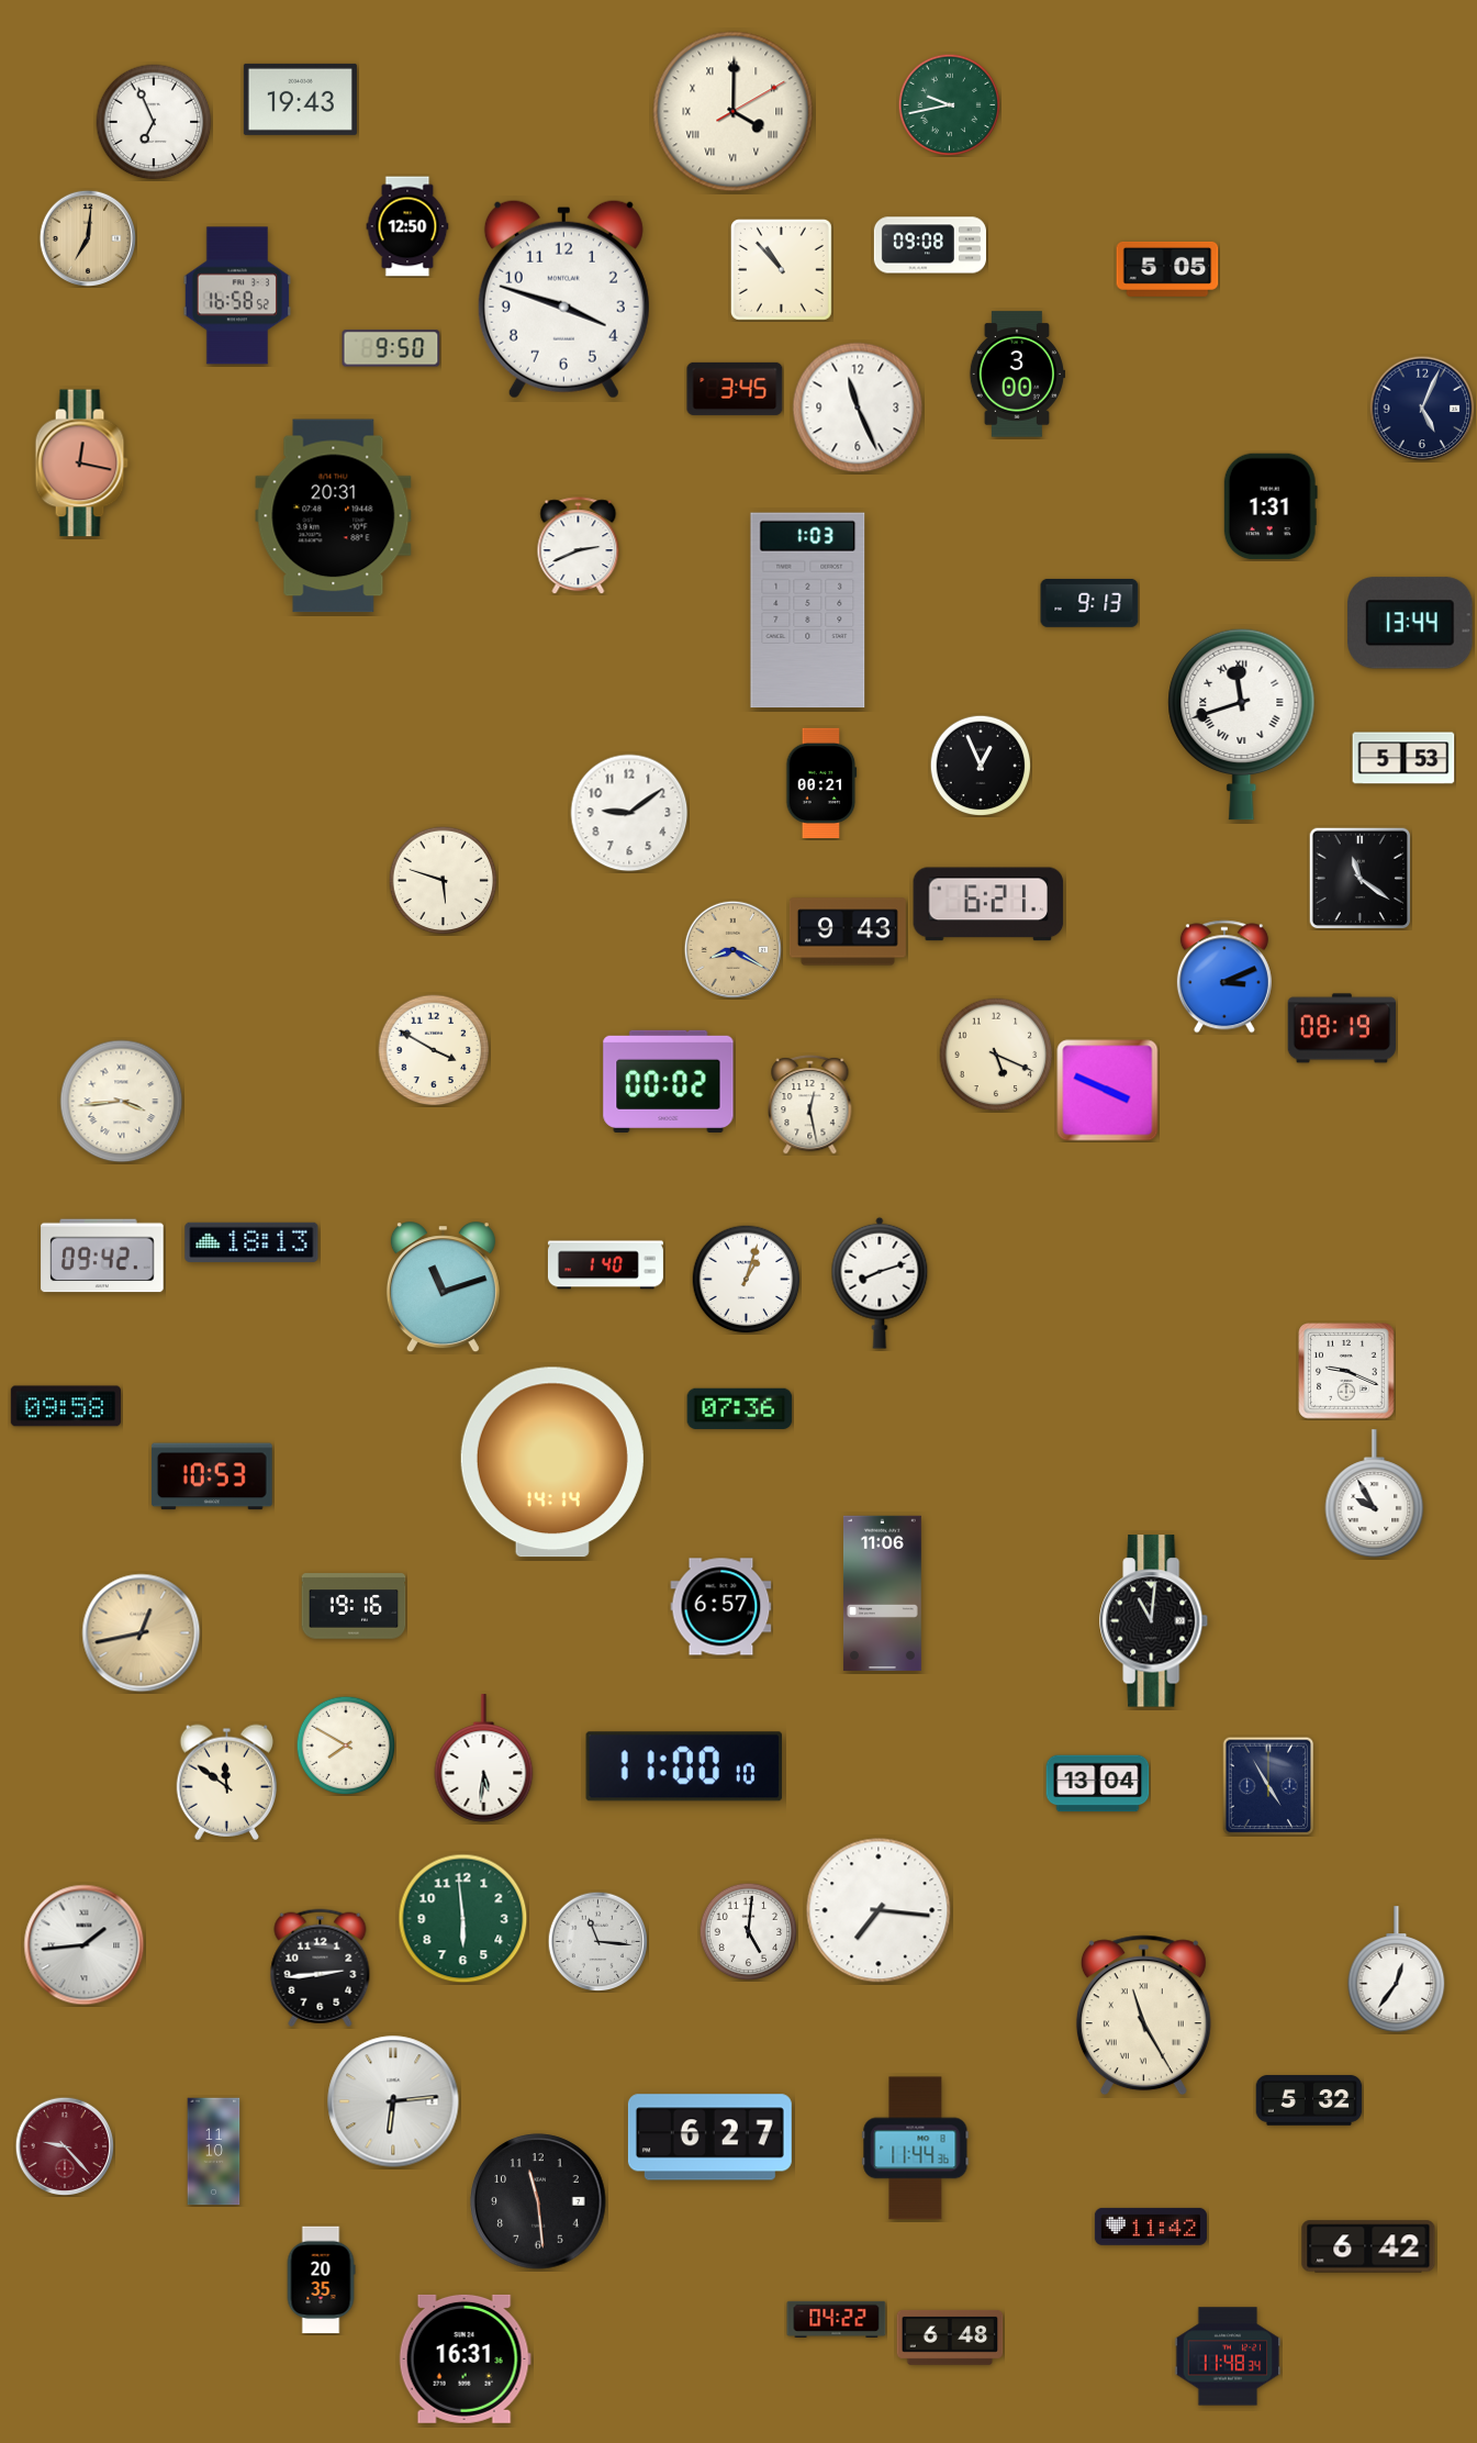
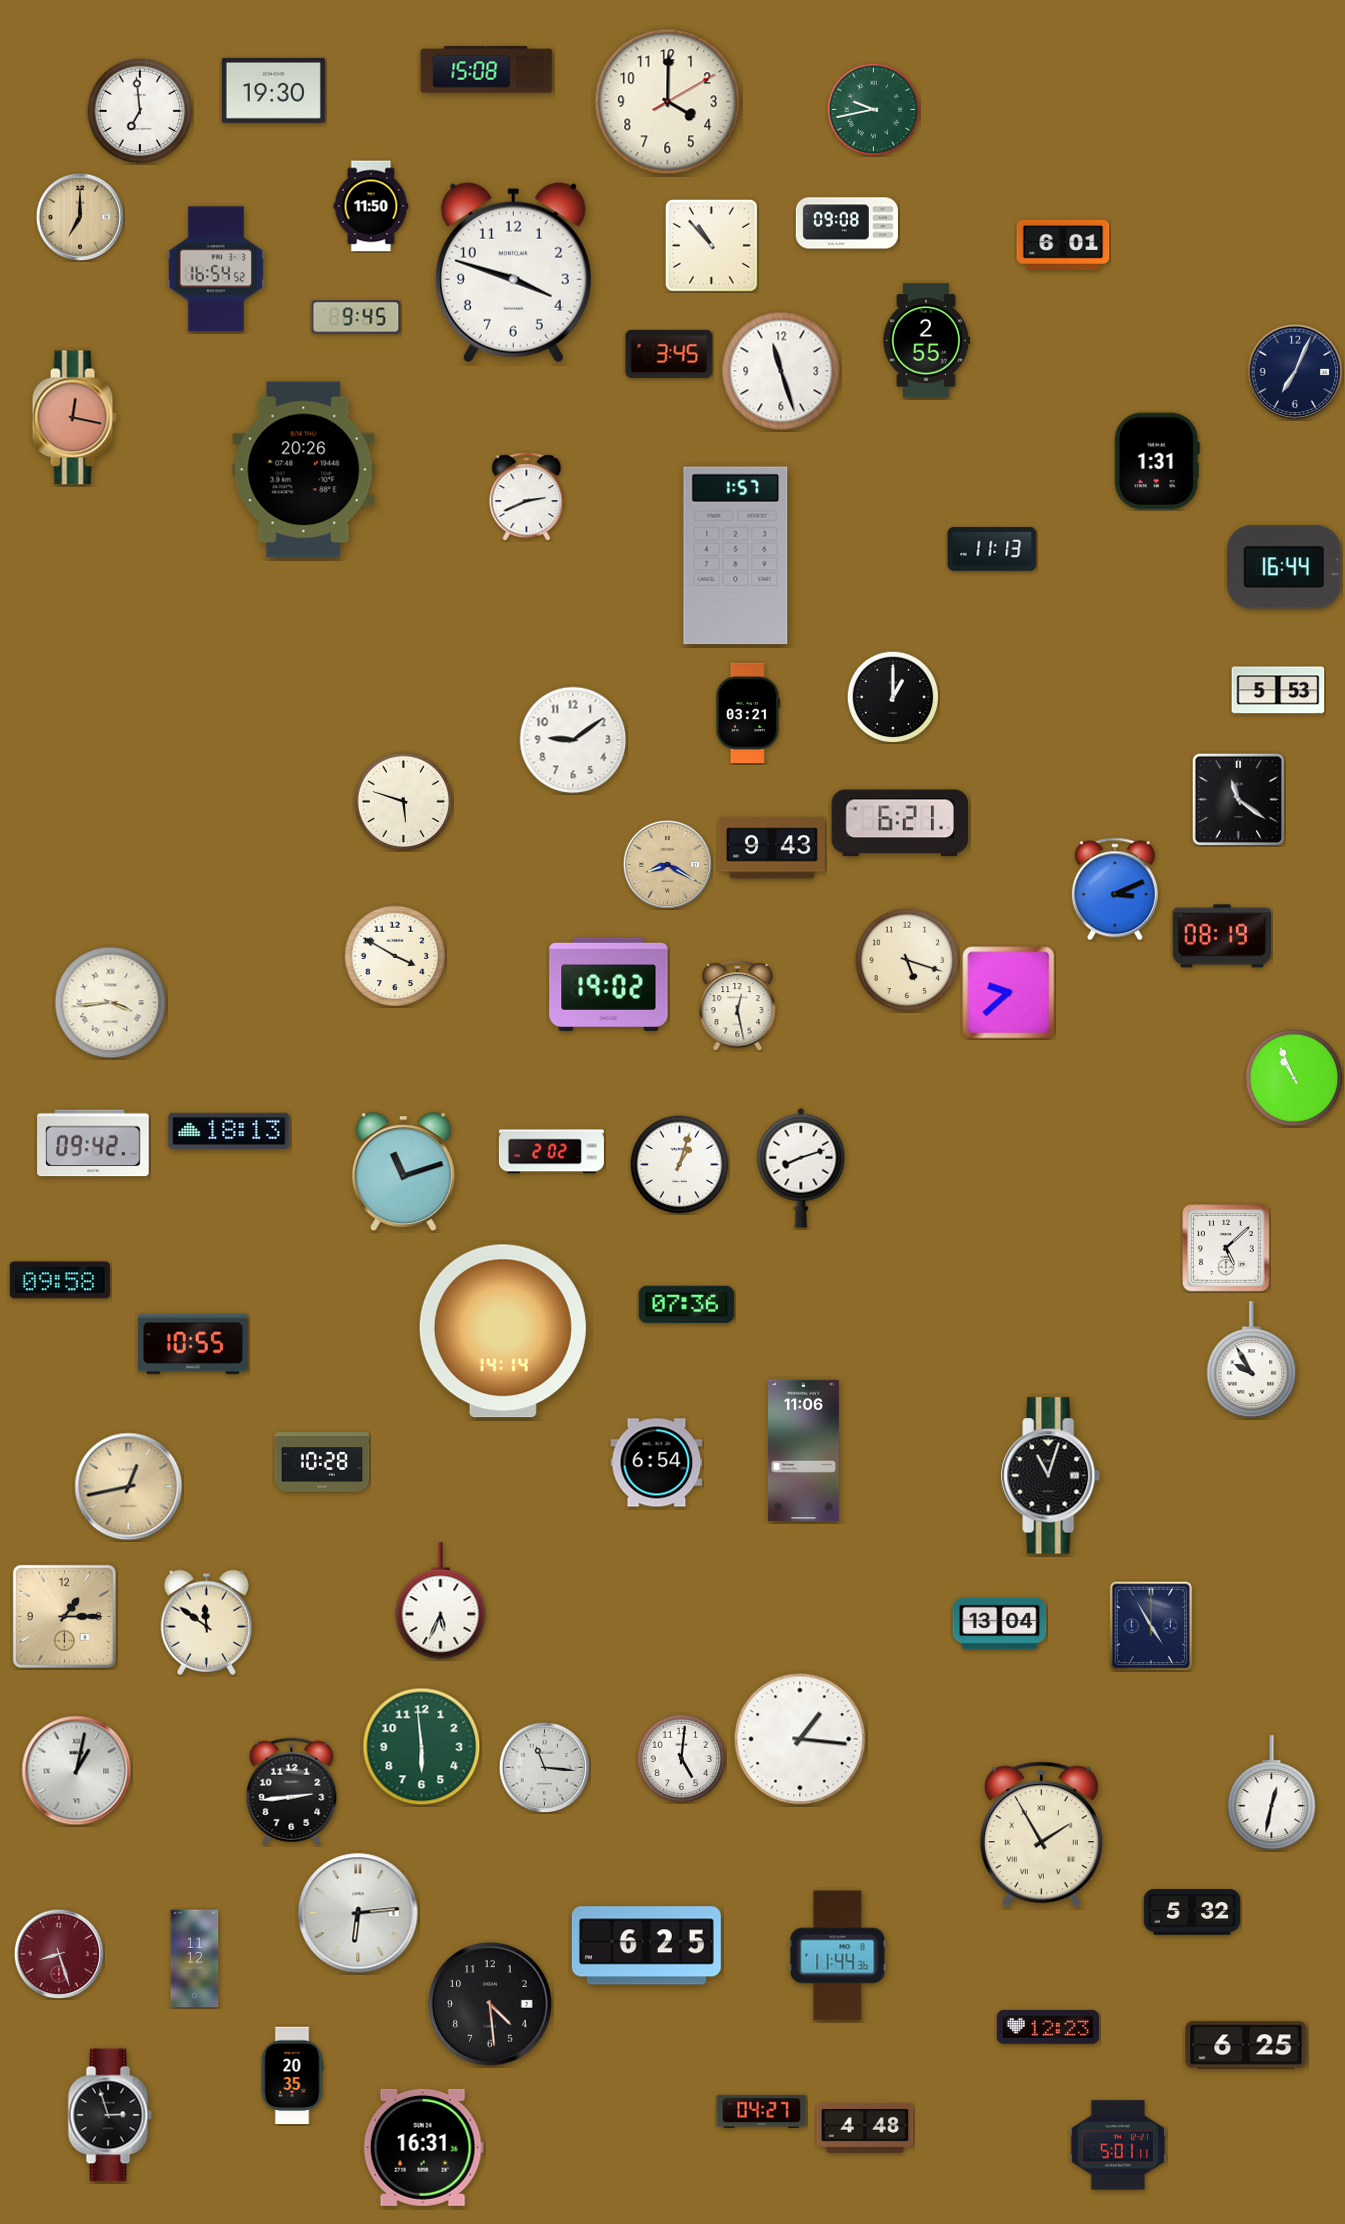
clock at (487, 70): none -> 15:08
clock at (300, 99): 19:43 -> 19:30
clock at (949, 104) position: (949, 104) -> (873, 109)
clock at (734, 112) numerals: Roman -> Arabic
clock at (154, 122): 6:56 -> 6:59
clock at (407, 226): 12:50 -> 11:50
clock at (87, 237): 7:01 -> 7:00
clock at (1167, 269): 5:05 -> 6:01
clock at (236, 295): 16:58 -> 16:54
clock at (391, 348): 9:50 -> 9:45
clock at (1016, 375): 3:00 -> 2:55
clock at (858, 408): 11:26 -> 11:27
clock at (1422, 409): 5:04 -> 7:04
clock at (81, 464) position: (81, 464) -> (74, 418)
clock at (334, 516): 20:31 -> 20:26
clock at (1089, 603): 9:13 -> 11:13
clock at (808, 611): 1:03 -> 1:57
clock at (1410, 623): 13:44 -> 16:44
clock at (1242, 724): 11:42 -> none
clock at (981, 766): 12:56 -> 1:00
clock at (821, 782): 00:21 -> 03:21
clock at (996, 1055): 5:19 -> 5:18
clock at (669, 1081): 00:02 -> 19:02
clock at (1108, 1091): 3:49 -> 9:38
clock at (1294, 1078): none -> 10:56
clock at (605, 1265): 1:40 -> 2:02
clock at (1346, 1371): 9:19 -> 5:08
clock at (740, 1408) position: (740, 1408) -> (687, 1304)
clock at (213, 1476): 10:53 -> 10:55
clock at (354, 1606): 19:16 -> 10:28
clock at (721, 1607): 6:57 -> 6:54
clock at (1154, 1621): 11:01 -> 11:03
clock at (346, 1745): 7:50 -> none
clock at (484, 1759): 5:31 -> 5:34
clock at (684, 1766): 11:00 -> none
clock at (64, 1616): none -> 1:15
clock at (1268, 1786) position: (1268, 1786) -> (1151, 1626)
clock at (879, 1910): 7:16 -> 1:16
clock at (85, 1945): 1:44 -> 1:02
clock at (1397, 1970): 12:36 -> 12:32
clock at (1143, 2016): 11:25 -> 1:55
clock at (709, 2138): 6:27 -> 6:25
clock at (65, 2146): 9:23 -> 8:27
clock at (916, 2149) position: (916, 2149) -> (838, 1956)
clock at (214, 2152): 11:10 -> 11:12
clock at (538, 2201): 11:29 -> 4:29
clock at (1151, 2227): 11:42 -> 12:23
clock at (1368, 2246): 6:42 -> 6:25
clock at (837, 2319): 04:22 -> 04:27
clock at (110, 2115): none -> 2:57
clock at (950, 2338): 6:48 -> 4:48
clock at (1228, 2356): 11:48 -> 5:01
